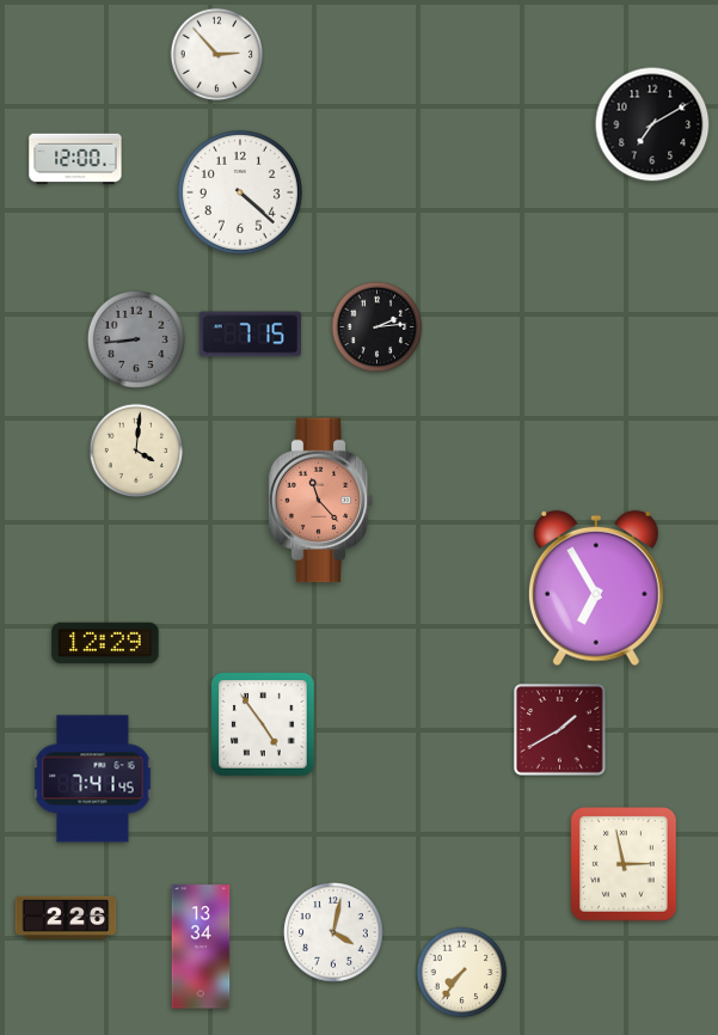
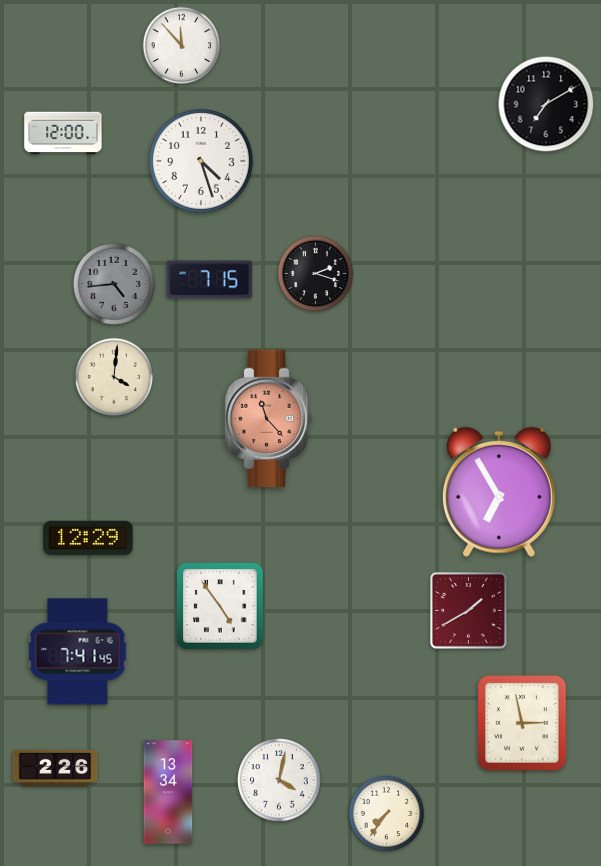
clock at (217, 55): 2:53 -> 11:53
clock at (240, 192): 4:22 -> 4:27
clock at (378, 327): 2:14 -> 2:18
clock at (136, 339): 8:44 -> 4:44
